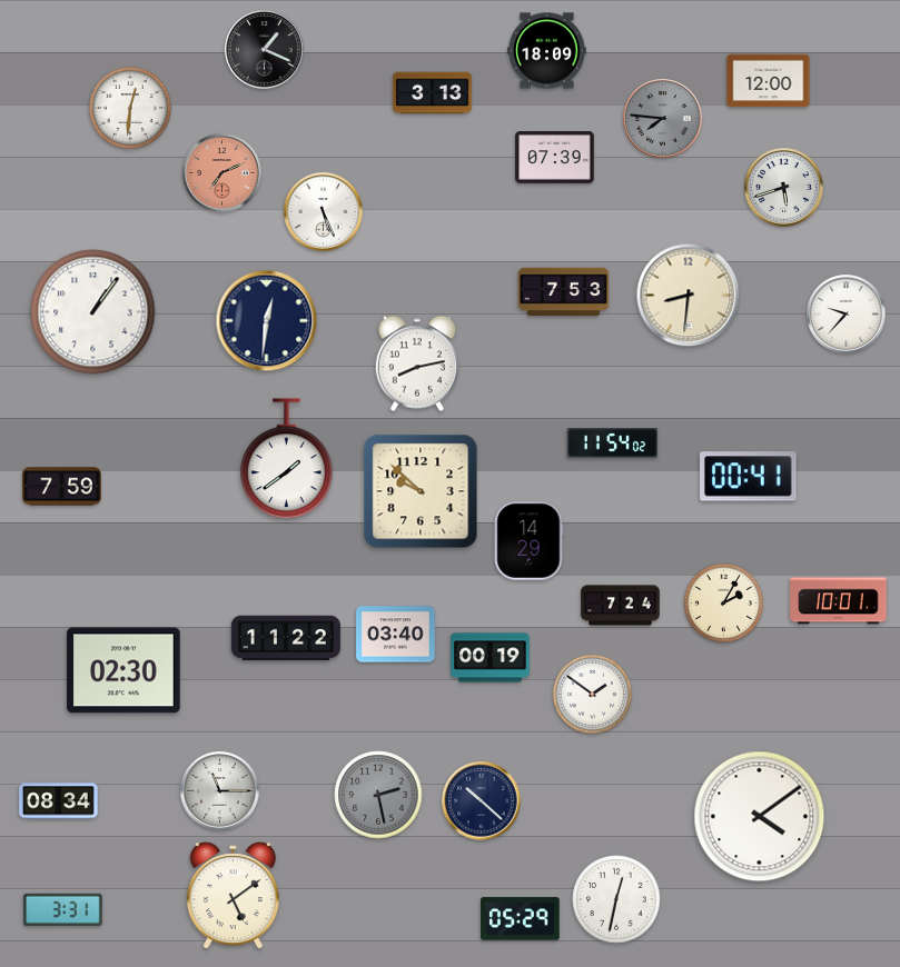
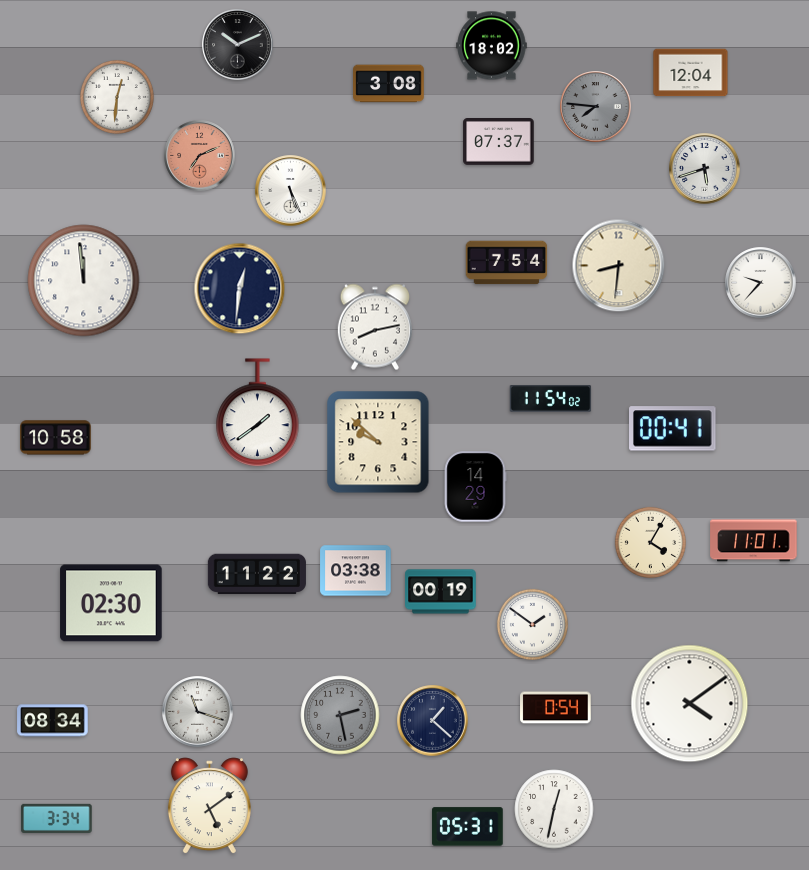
clock at (265, 50): 1:19 -> 10:11
clock at (547, 51): 18:09 -> 18:02
clock at (769, 81): 12:00 -> 12:04
clock at (433, 93): 3:13 -> 3:08
clock at (555, 158): 07:39 -> 07:37
clock at (564, 292): 7:53 -> 7:54
clock at (93, 312): 1:06 -> 11:59
clock at (62, 487): 7:59 -> 10:58
clock at (839, 601): 10:01 -> 11:01
clock at (723, 602): 2:05 -> 4:05
clock at (621, 606): 7:24 -> none
clock at (396, 635): 03:40 -> 03:38
clock at (556, 708): none -> 0:54
clock at (220, 791): 11:15 -> 11:18
clock at (482, 801): 10:22 -> 1:22
clock at (760, 817) position: (760, 817) -> (690, 704)
clock at (63, 909): 3:31 -> 3:34
clock at (521, 919): 05:29 -> 05:31
